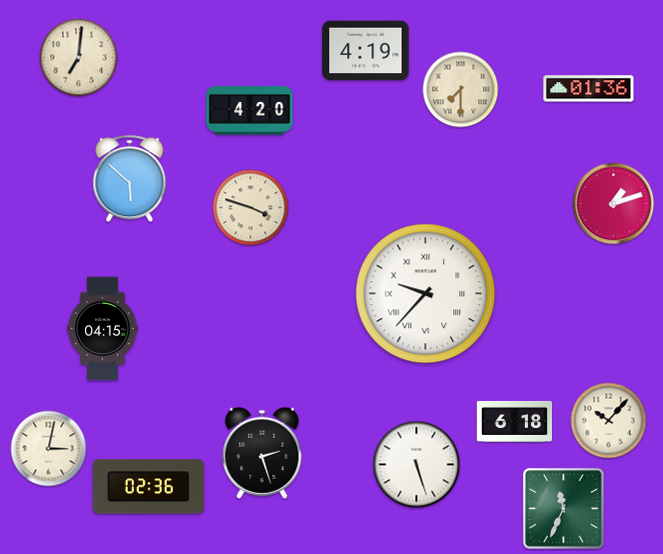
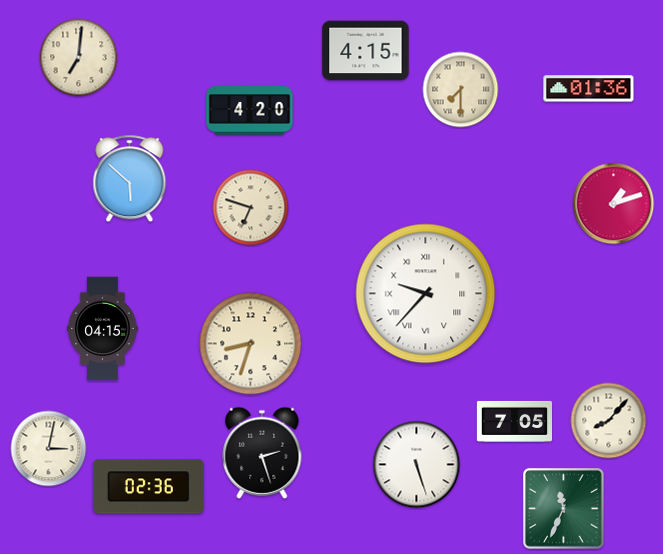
clock at (366, 51): 4:19 -> 4:15
clock at (251, 208): 3:48 -> 6:48
clock at (251, 344): none -> 8:33
clock at (514, 421): 6:18 -> 7:05
clock at (609, 421): 10:07 -> 8:07
